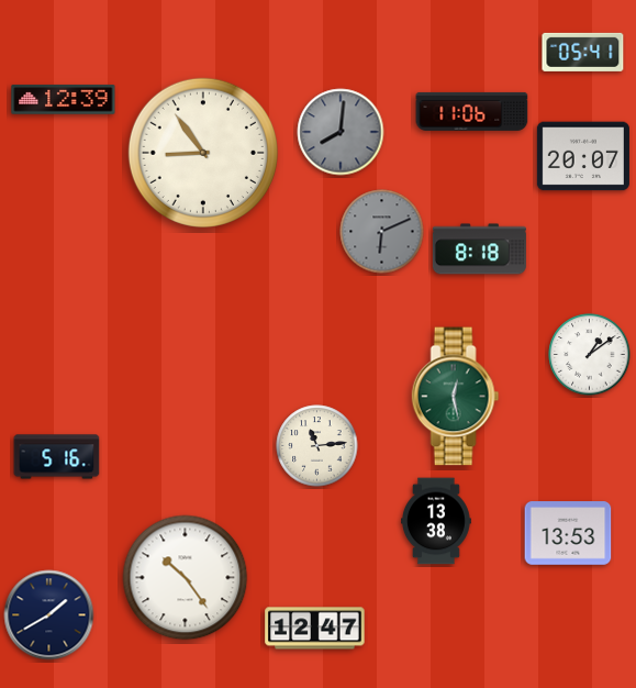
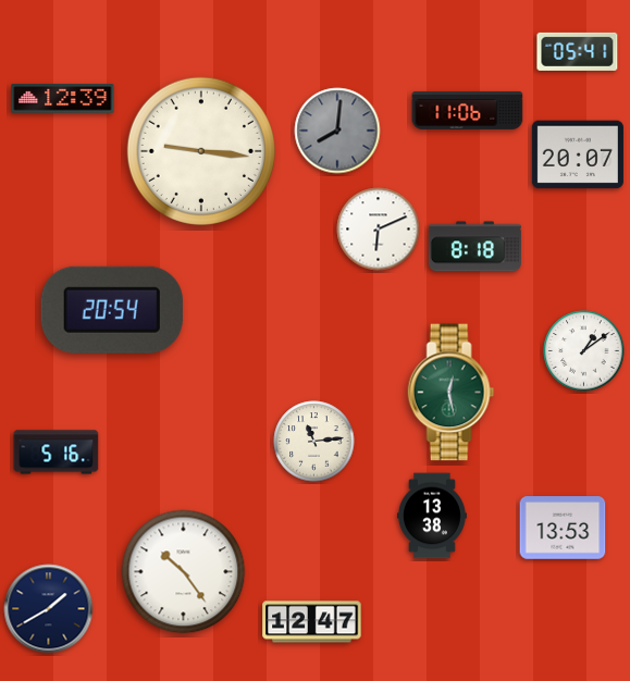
clock at (203, 153): 8:54 -> 9:16
clock at (382, 232) dial: grey -> white
clock at (112, 310): none -> 20:54
